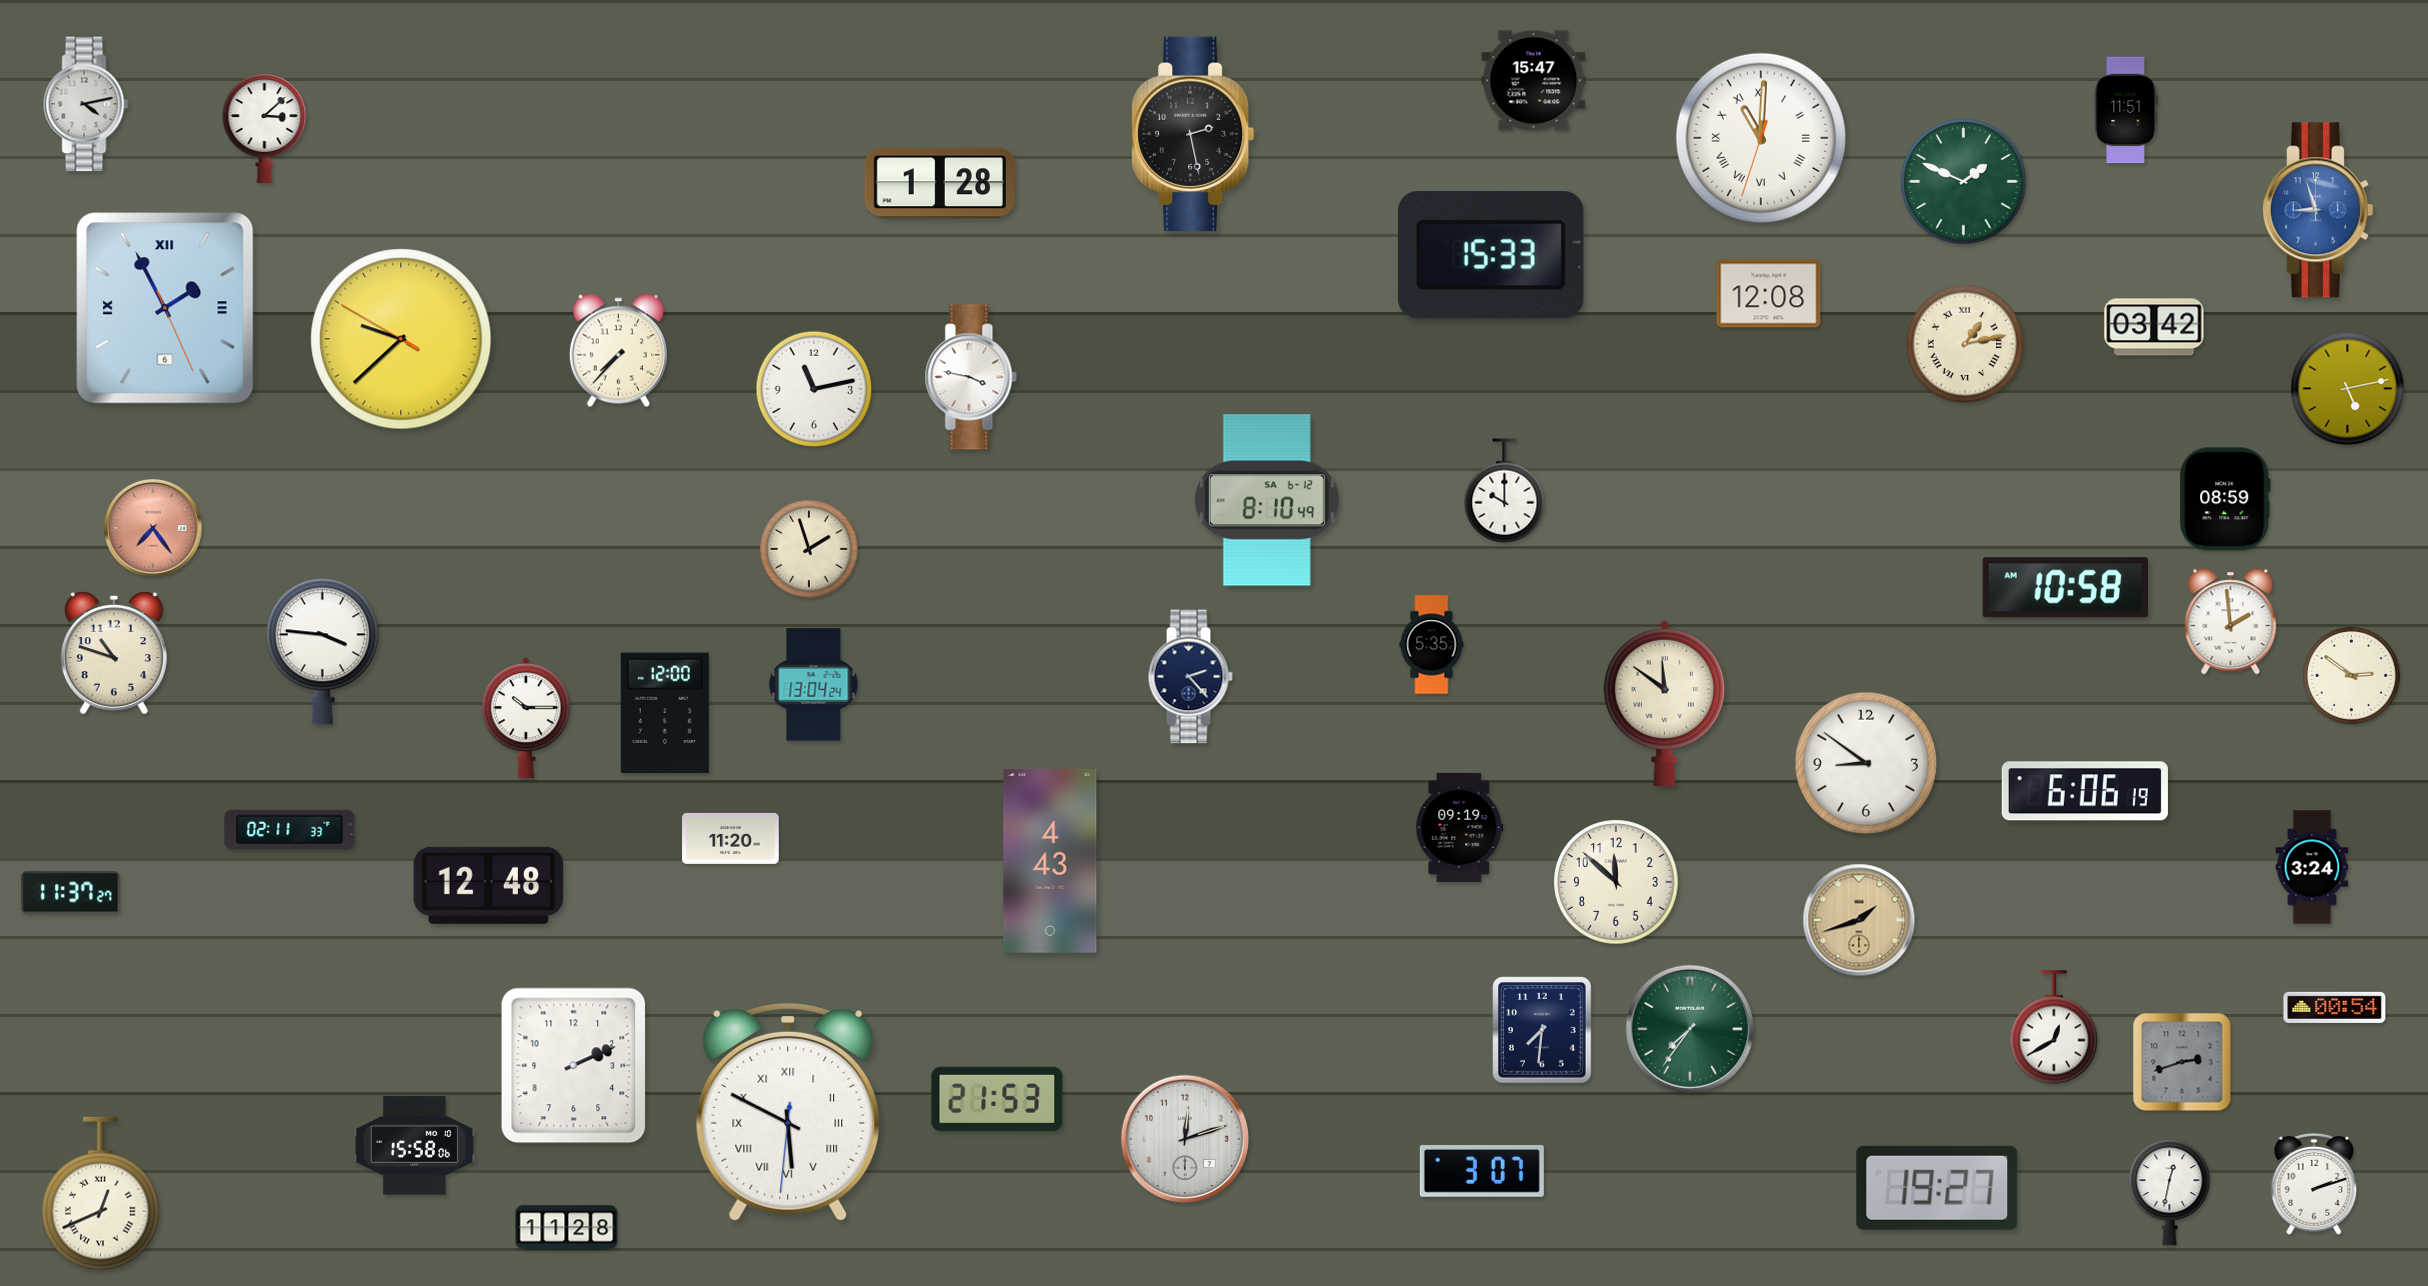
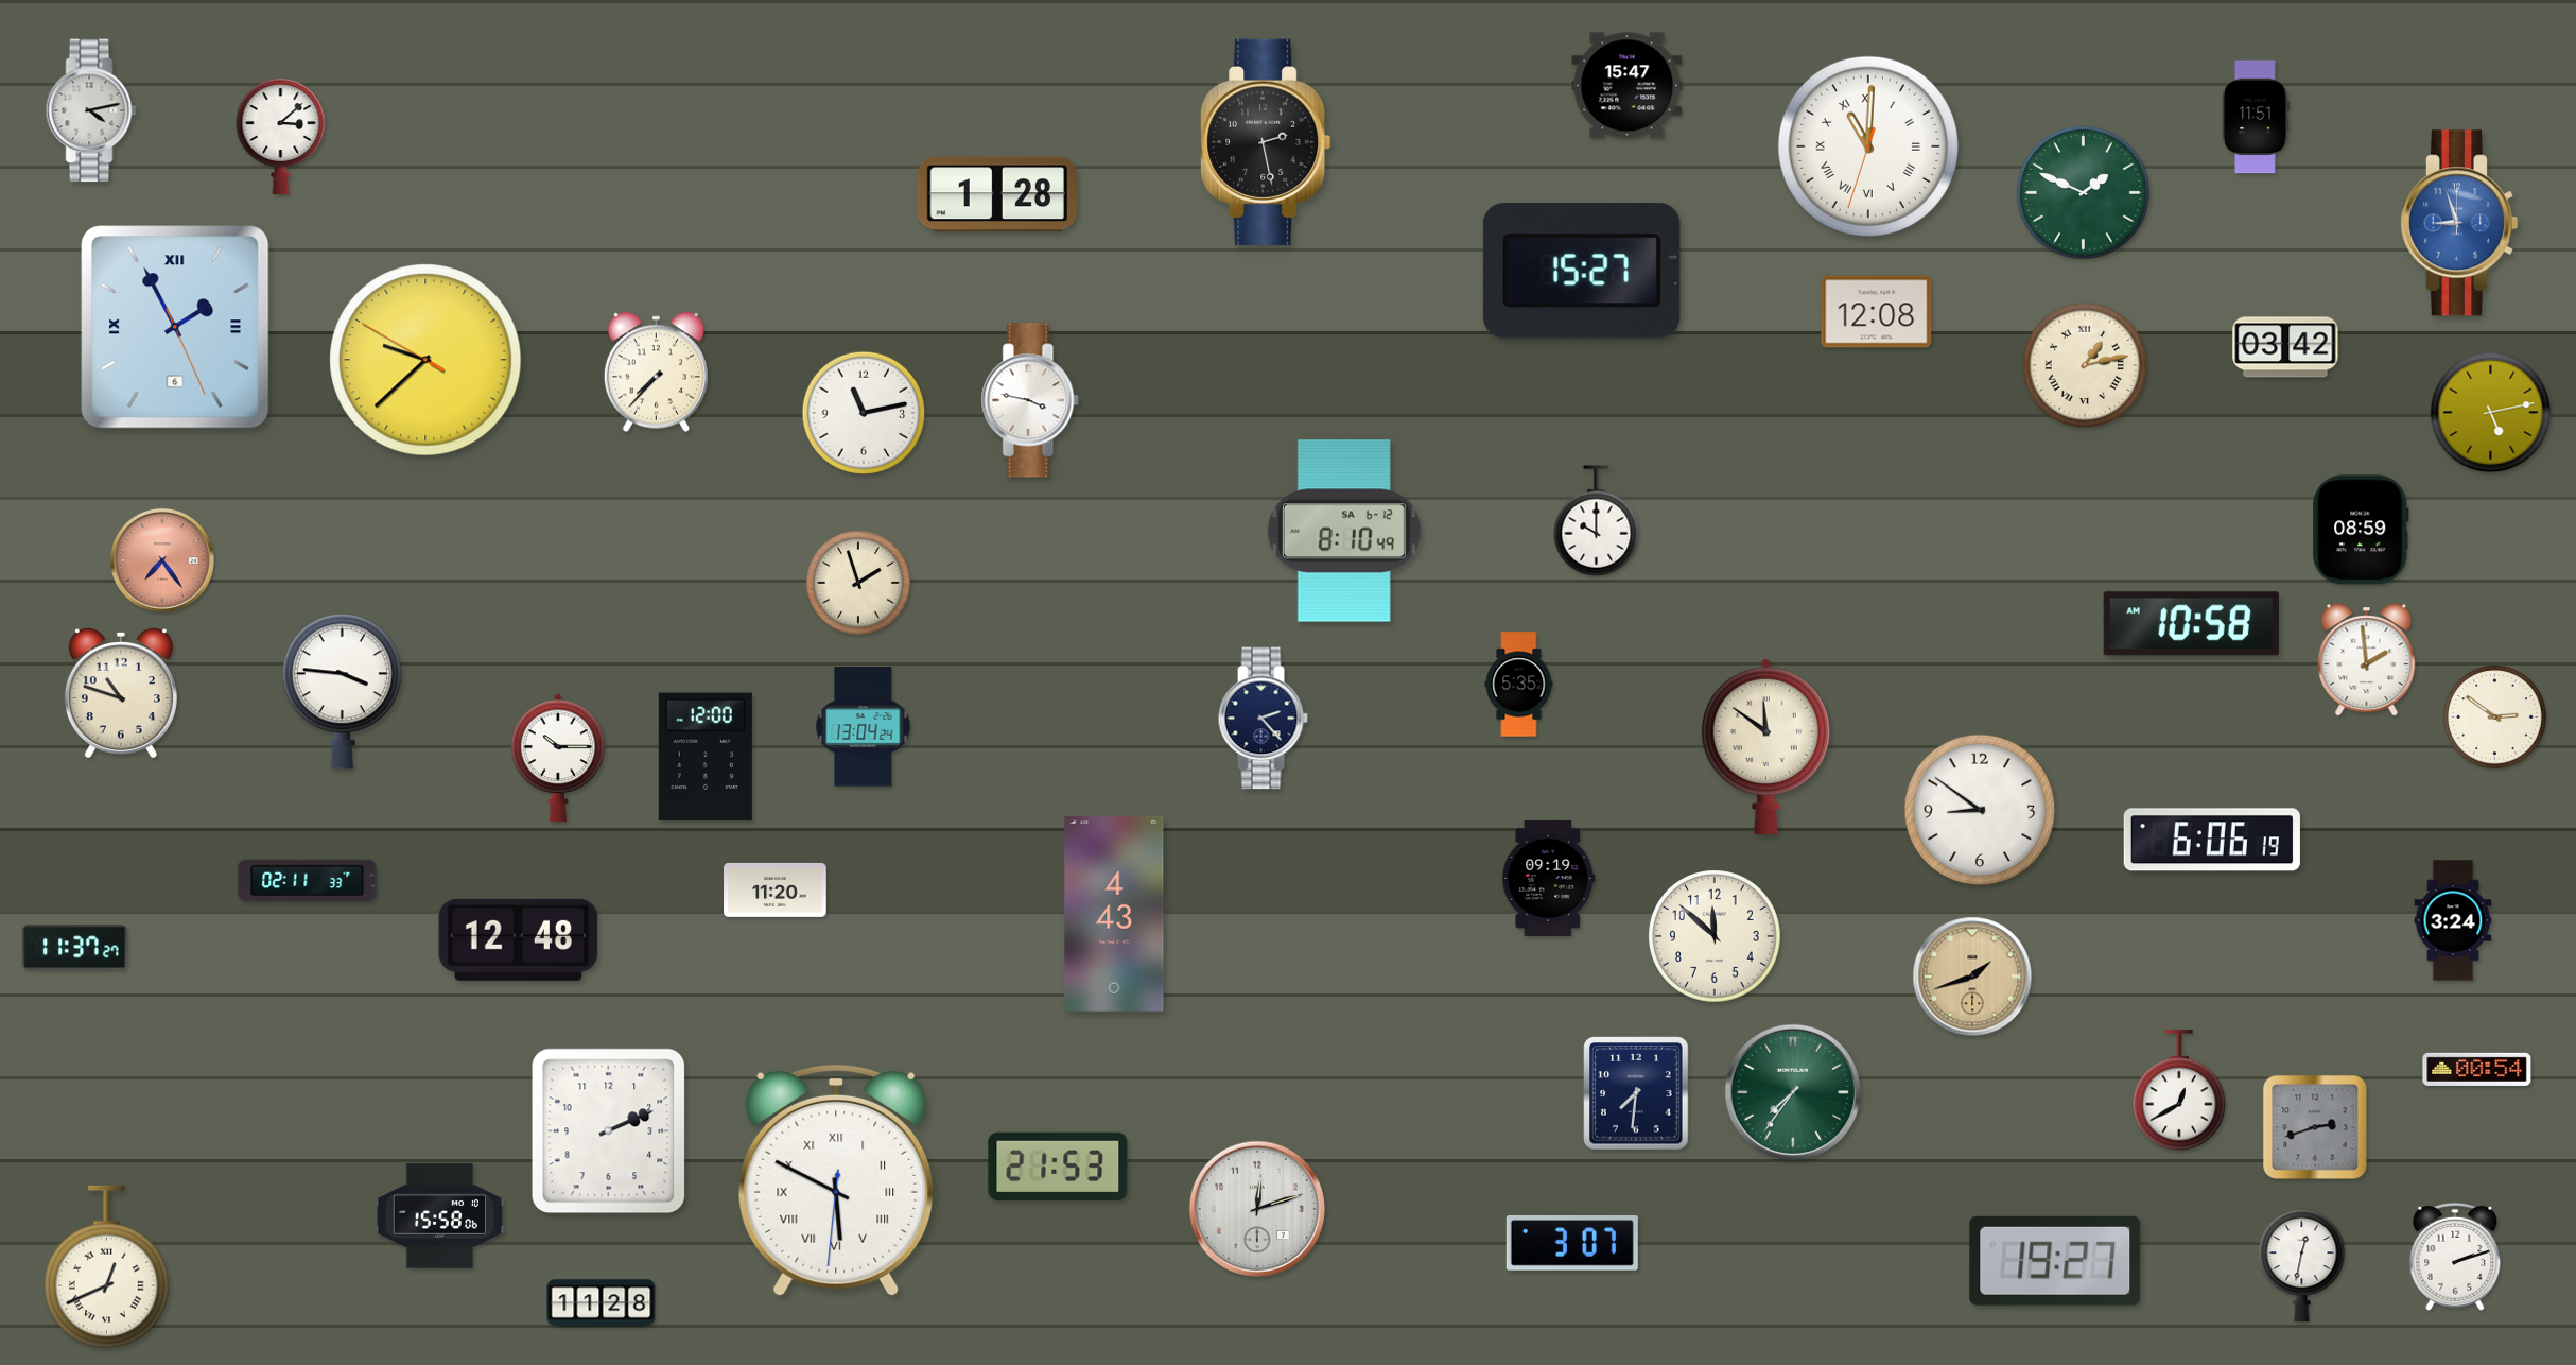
clock at (1491, 255): 15:33 -> 15:27
clock at (526, 718) position: (526, 718) -> (558, 758)
